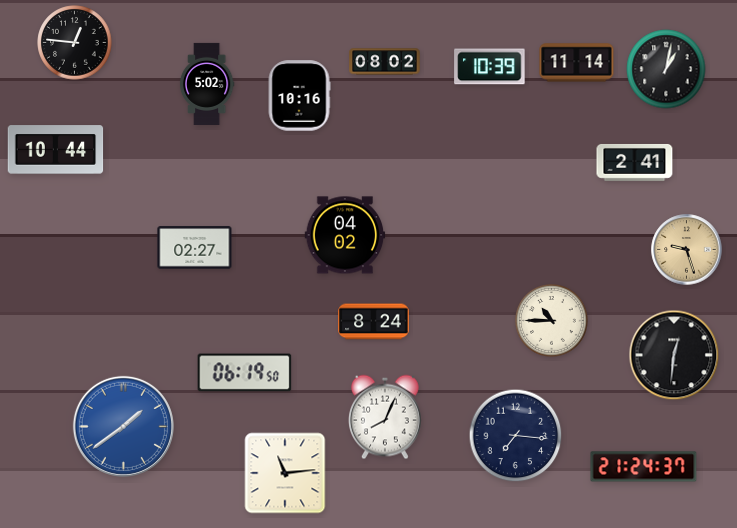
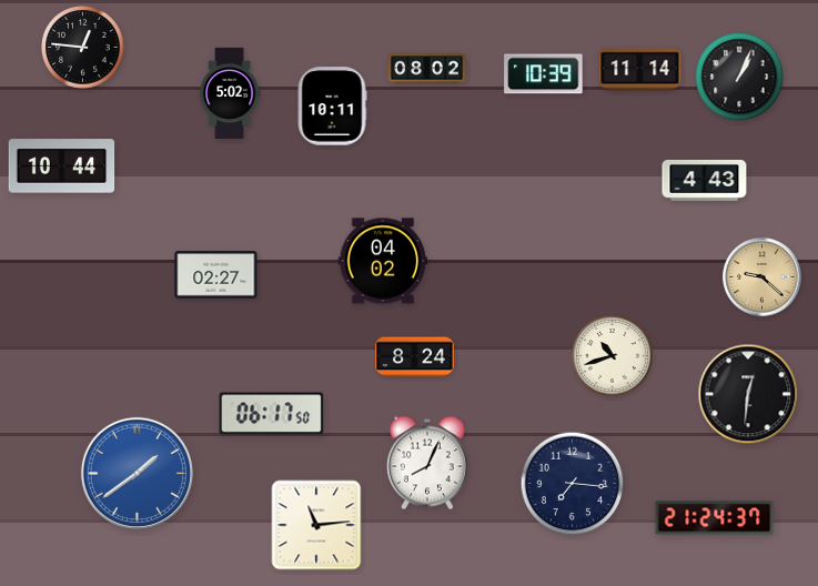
clock at (666, 69): 1:02 -> 1:04
clock at (299, 96): 10:16 -> 10:11
clock at (635, 163): 2:41 -> 4:43
clock at (687, 250): 9:27 -> 9:22
clock at (552, 321): 10:45 -> 10:42
clock at (245, 373): 06:19 -> 06:17
